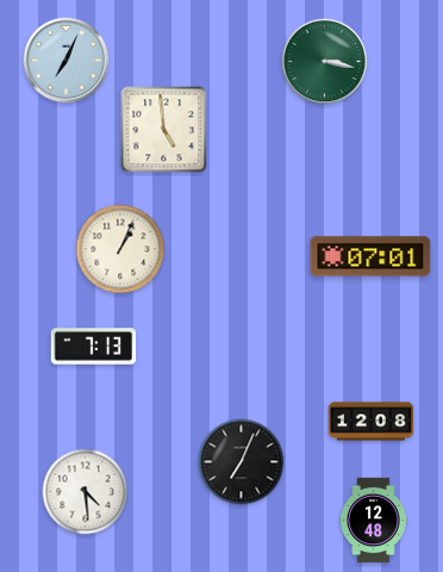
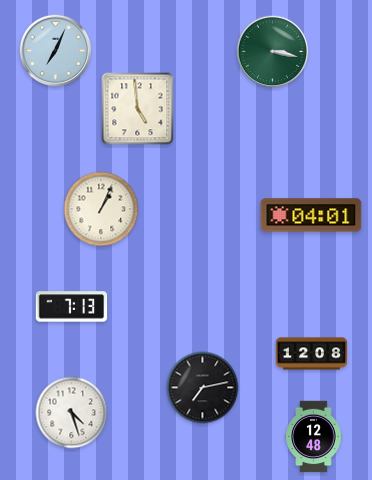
clock at (370, 256): 07:01 -> 04:01
clock at (94, 347) position: (94, 347) -> (72, 307)
clock at (242, 462): 7:04 -> 7:13
clock at (86, 492): 4:29 -> 4:27
